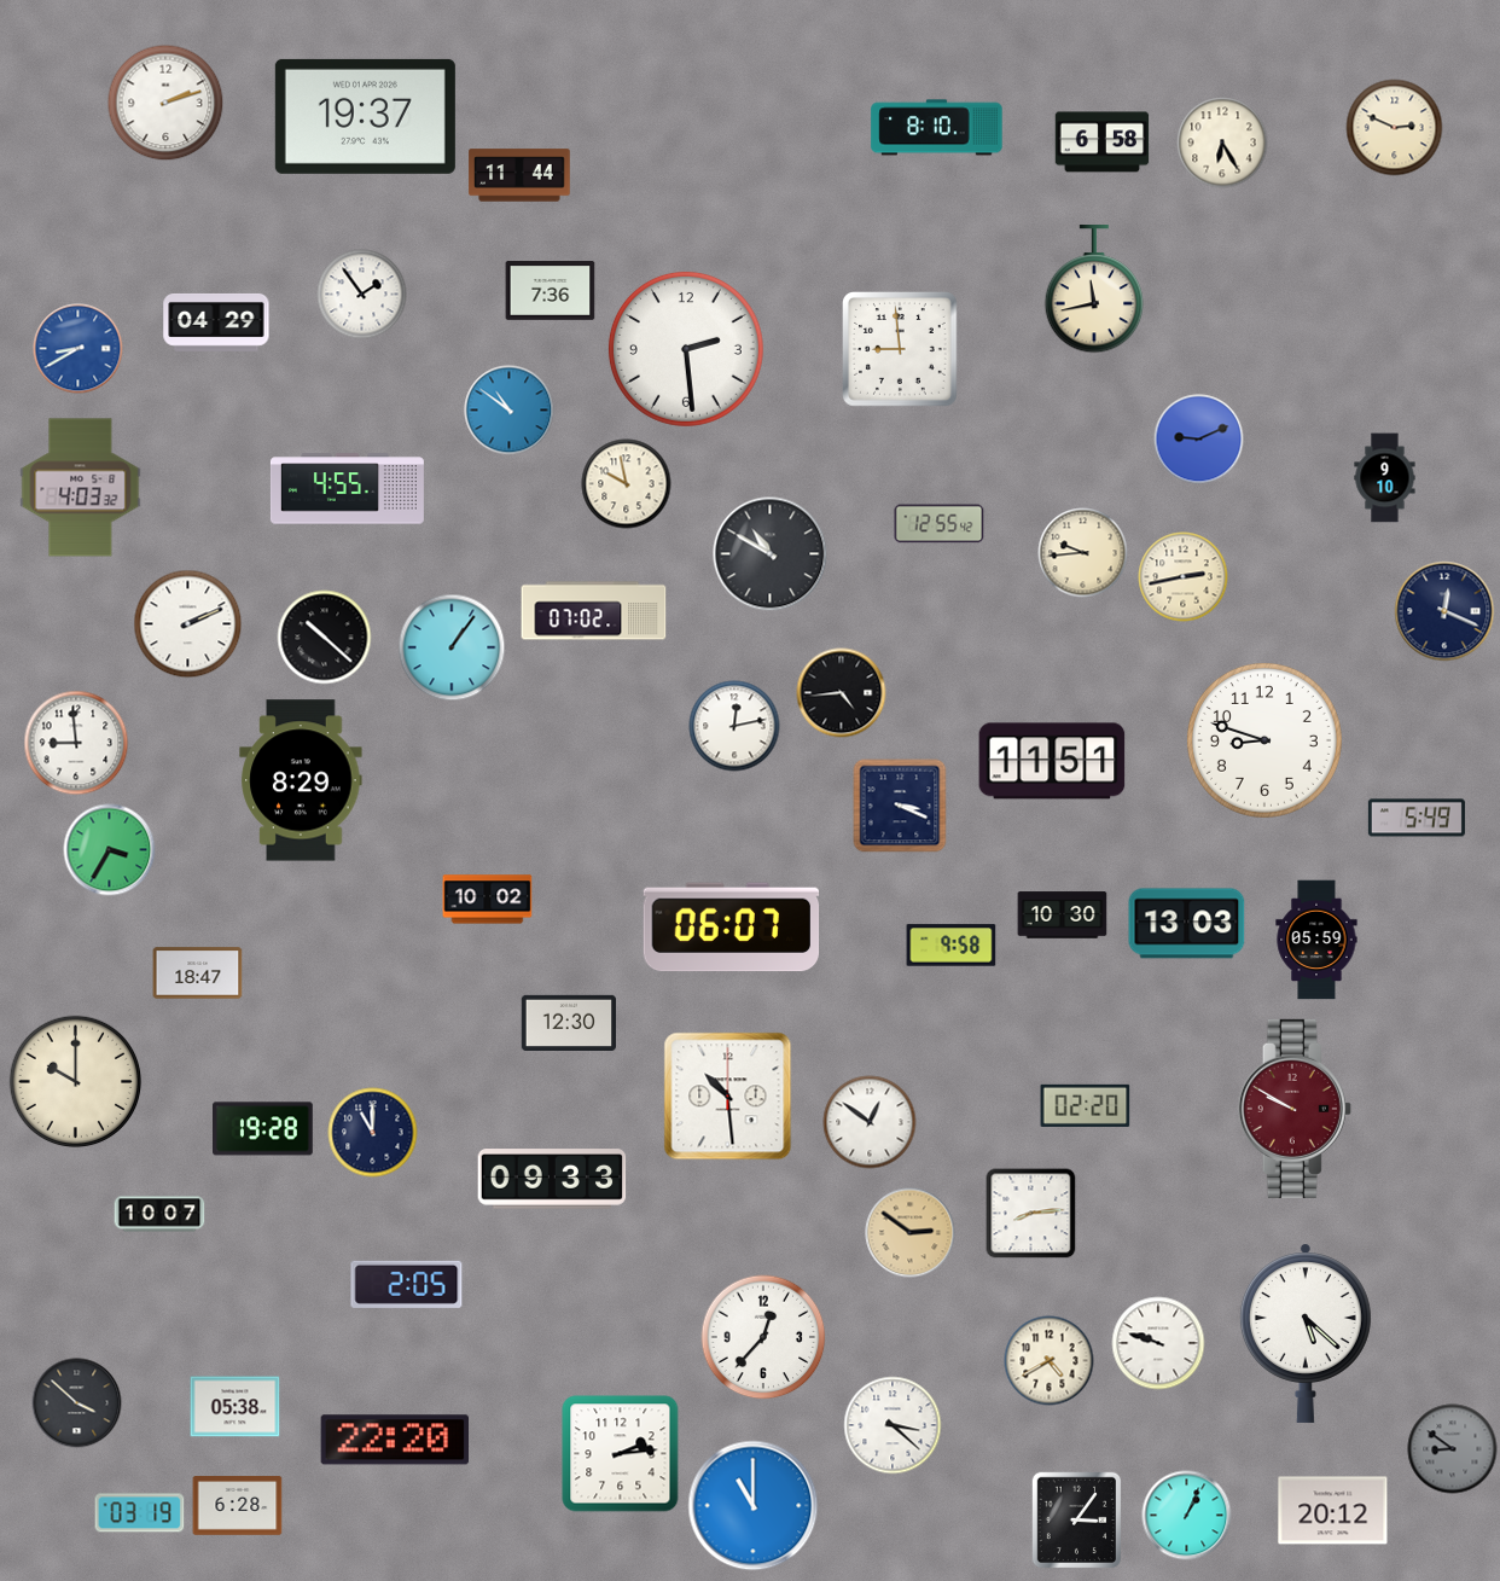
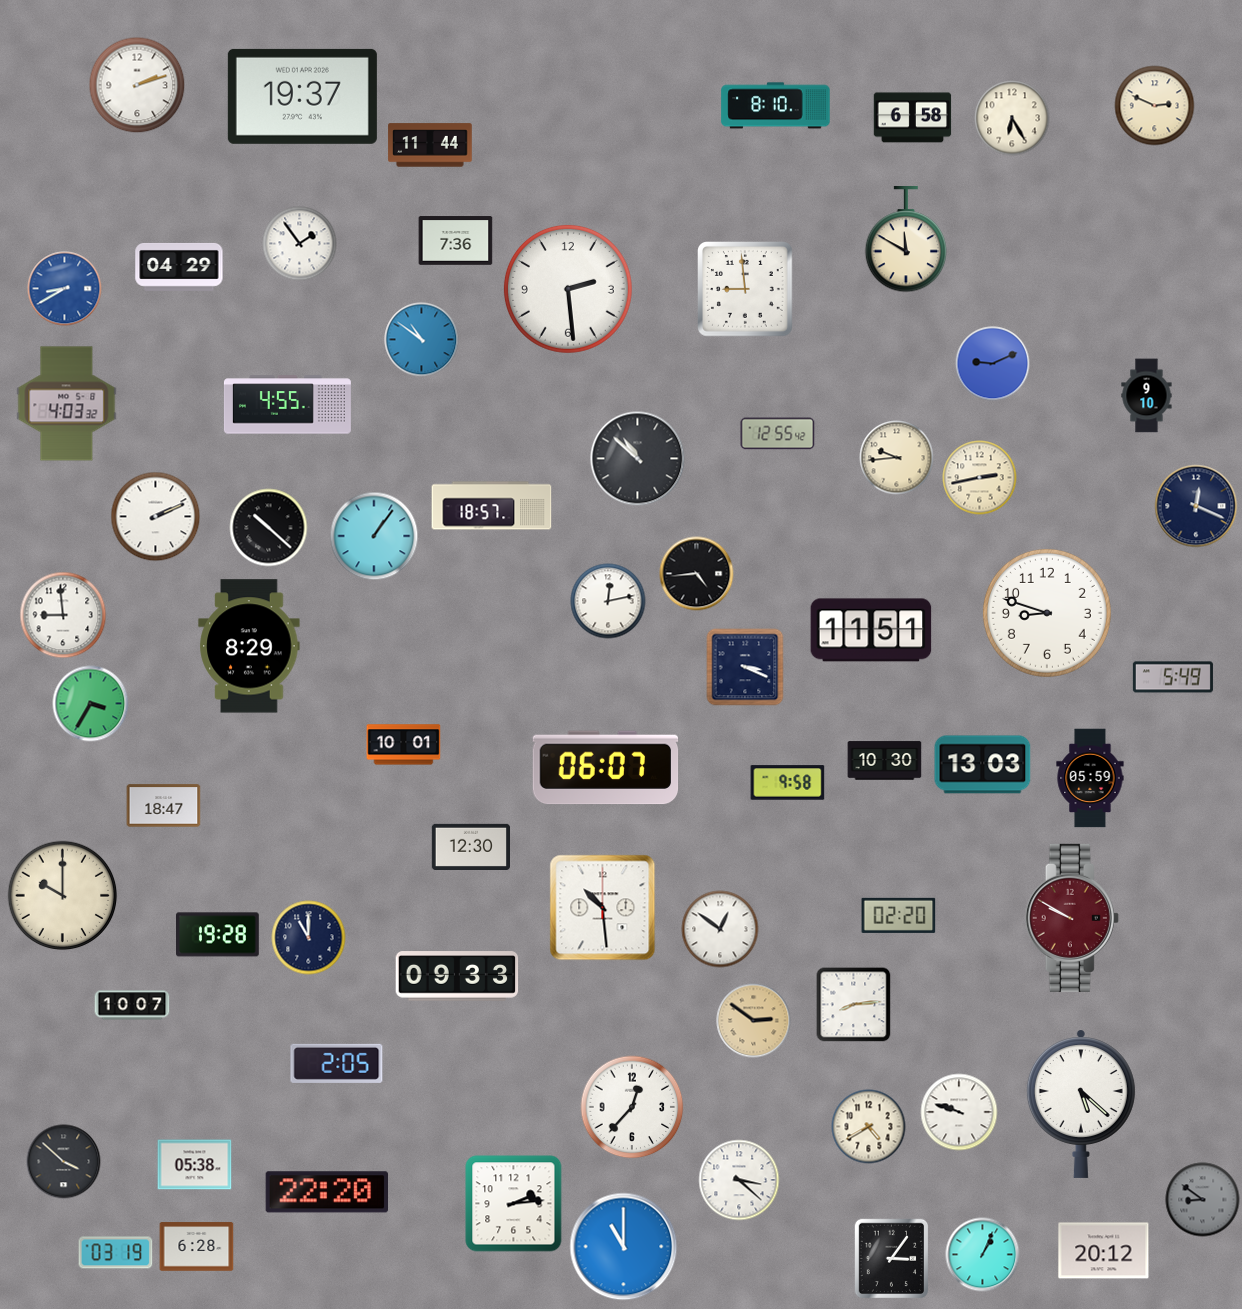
clock at (1094, 290): 11:43 -> 11:50
clock at (627, 484): 9:58 -> none
clock at (771, 554): 10:50 -> 10:52
clock at (594, 611): 07:02 -> 18:57
clock at (488, 900): 10:02 -> 10:01
clock at (1063, 916) position: (1063, 916) -> (885, 761)
